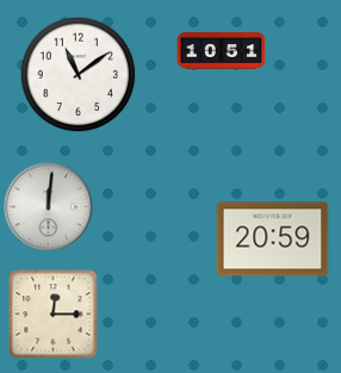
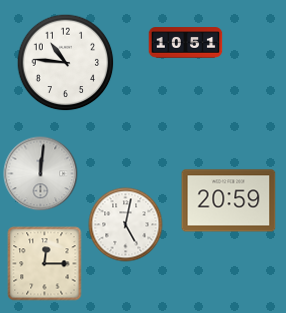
clock at (79, 75): 11:09 -> 10:46
clock at (126, 225): none -> 5:02
